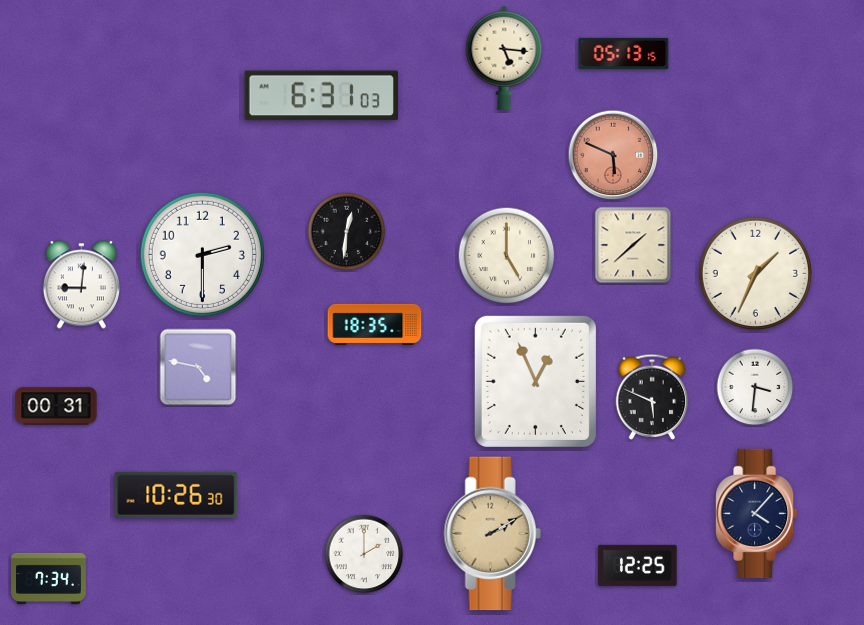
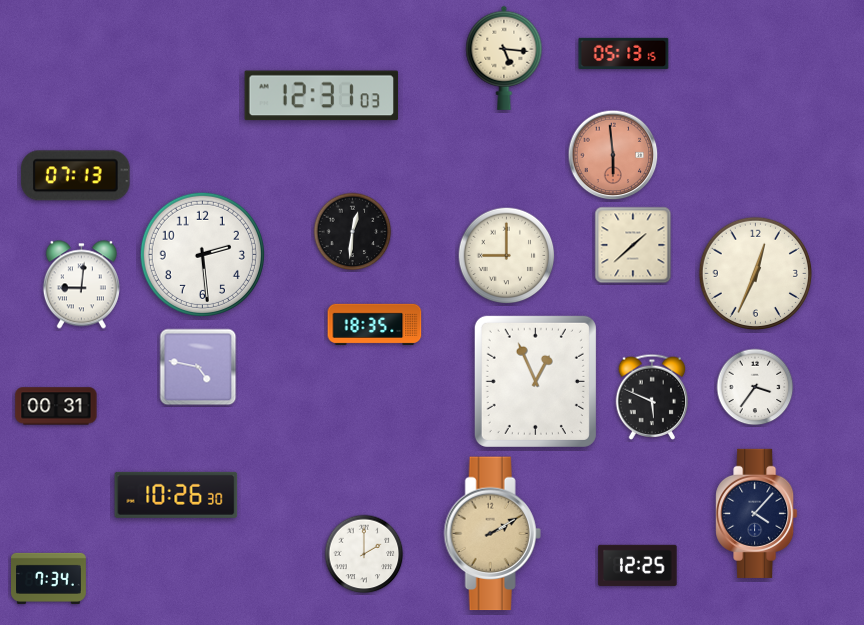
clock at (322, 96): 6:31 -> 12:31
clock at (613, 155): 5:49 -> 5:59
clock at (76, 176): none -> 07:13
clock at (347, 232) position: (347, 232) -> (353, 232)
clock at (202, 254): 2:30 -> 2:29
clock at (507, 256): 5:00 -> 9:00
clock at (755, 273): 1:34 -> 12:34
clock at (755, 387): 3:31 -> 3:36
